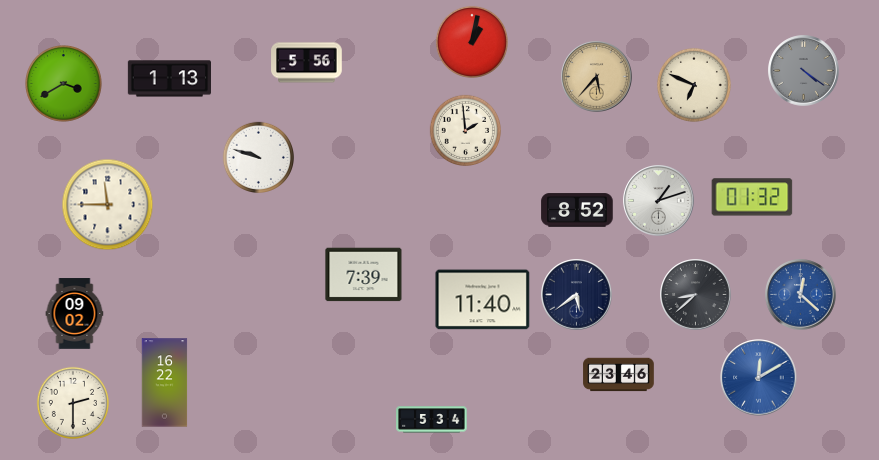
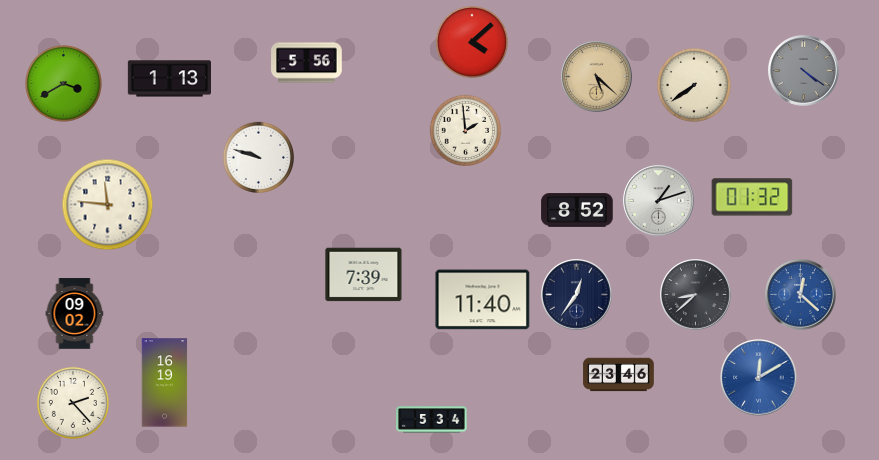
clock at (472, 42): 1:02 -> 4:08
clock at (597, 77): 5:37 -> 5:22
clock at (694, 85): 6:49 -> 7:39
clock at (108, 205): 11:45 -> 11:46
clock at (577, 295): 5:39 -> 12:36
clock at (165, 383): 16:22 -> 16:19
clock at (73, 403): 2:30 -> 2:23
